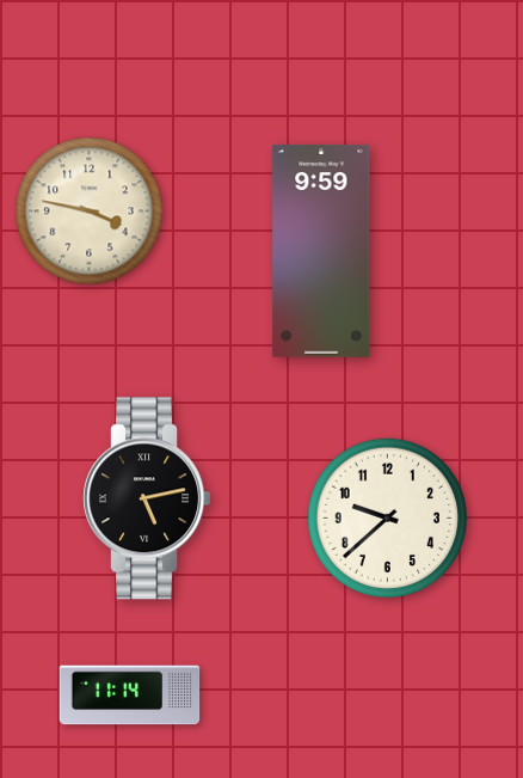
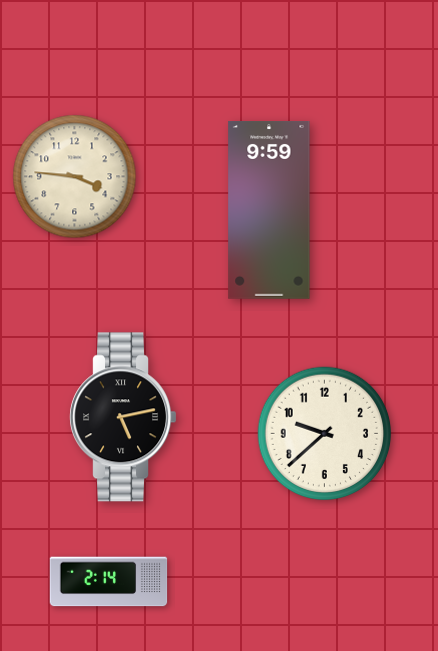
clock at (90, 212): 3:47 -> 3:46
clock at (130, 696): 11:14 -> 2:14
